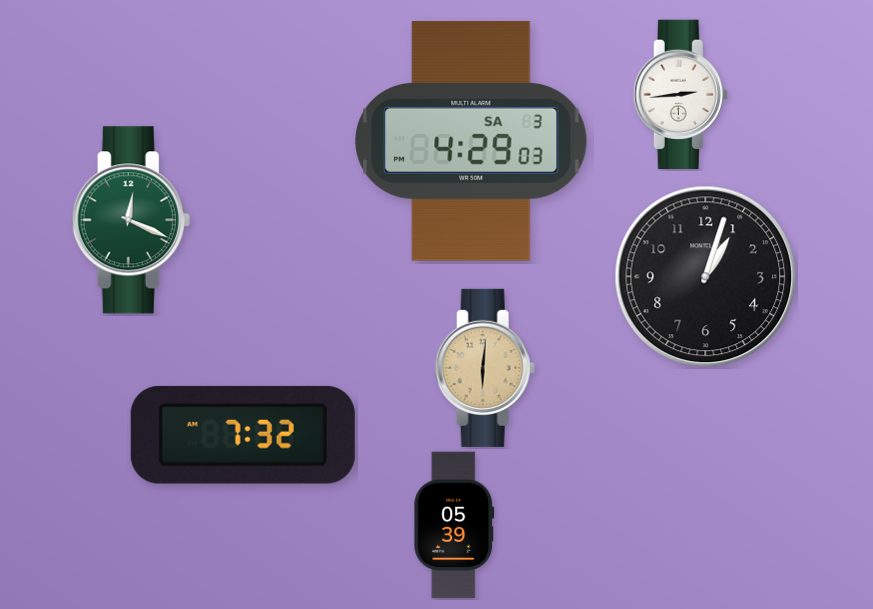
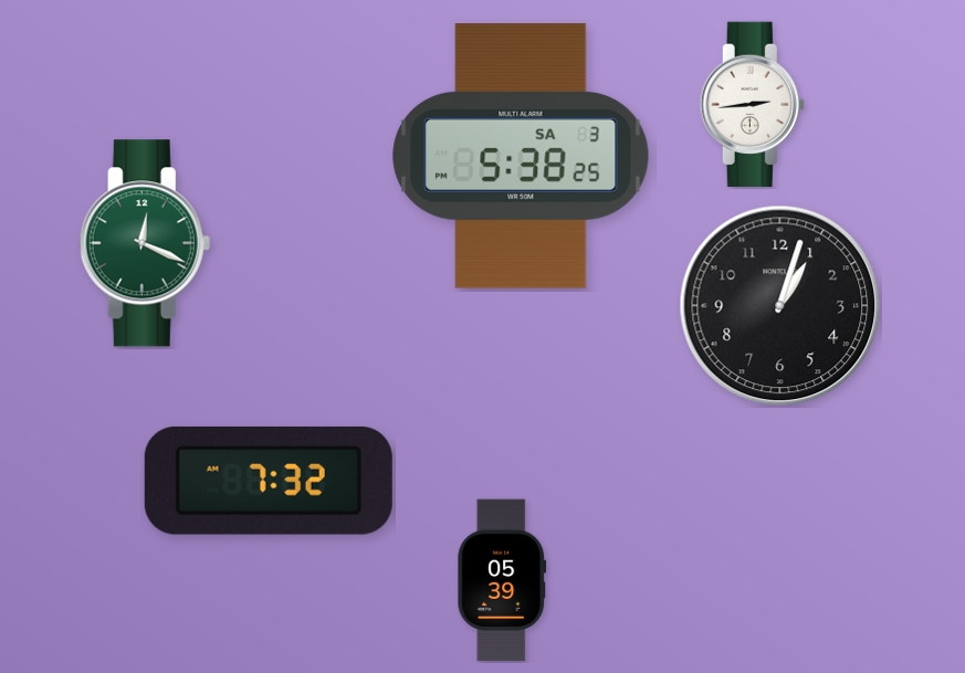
clock at (471, 141): 4:29 -> 5:38
clock at (485, 368): 6:01 -> none
